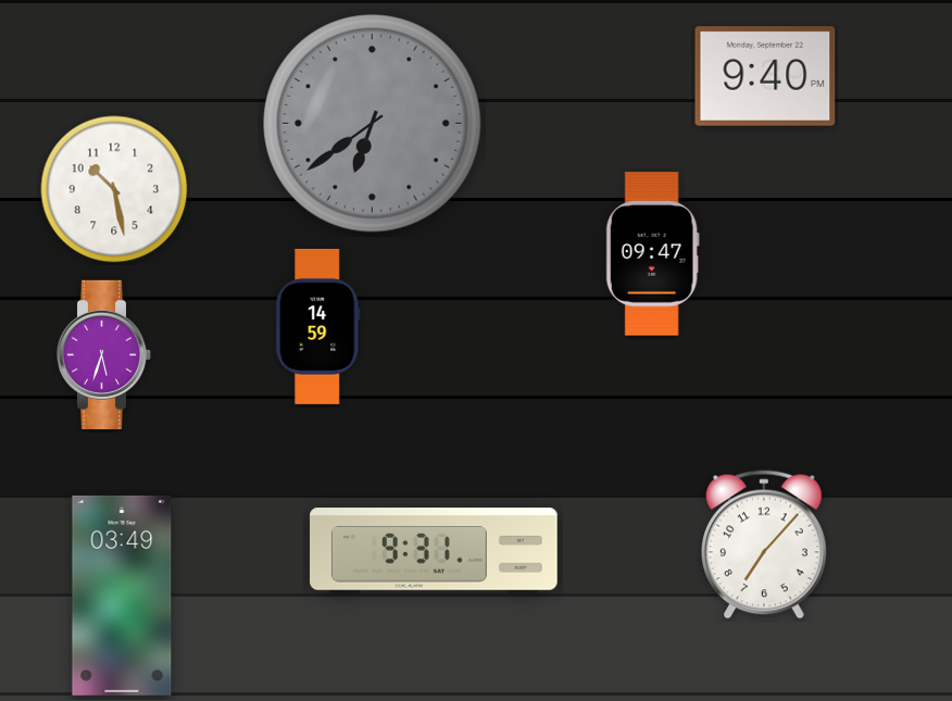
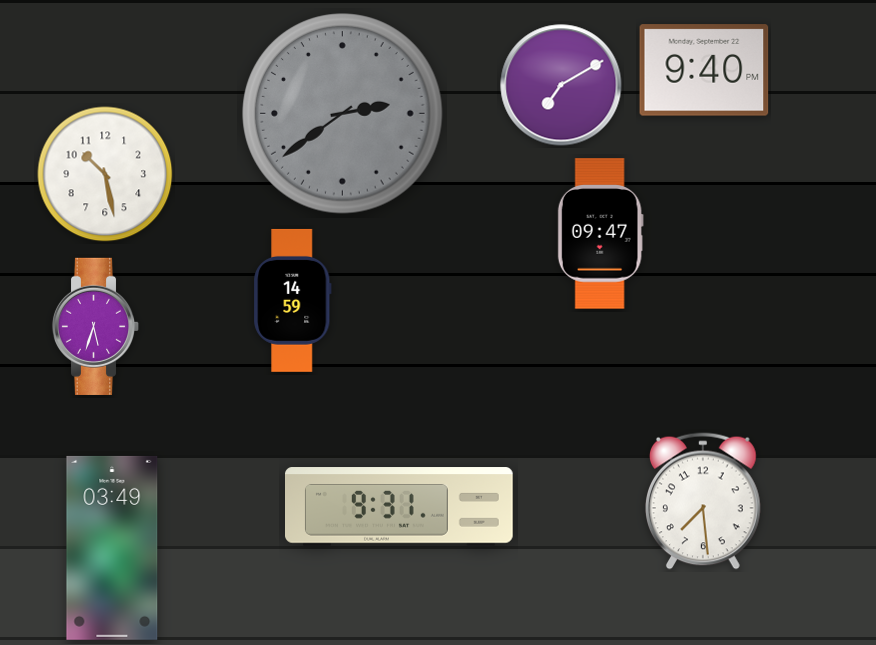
clock at (561, 85): none -> 7:10
clock at (373, 124): 6:39 -> 2:39
clock at (765, 544): 7:07 -> 7:29
